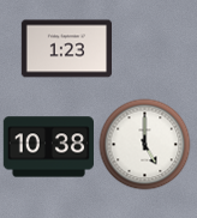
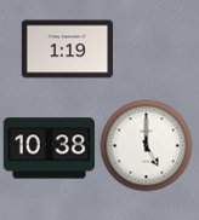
clock at (66, 49): 1:23 -> 1:19
